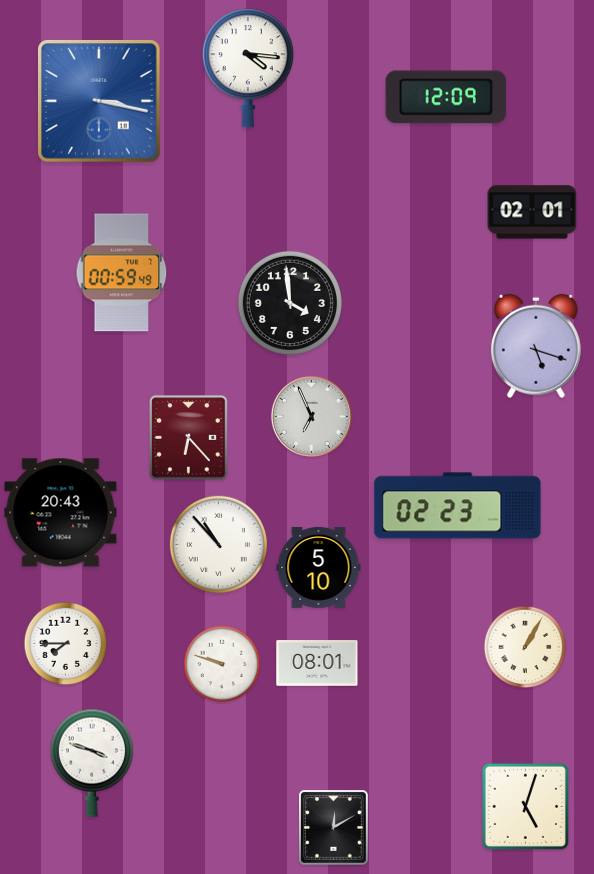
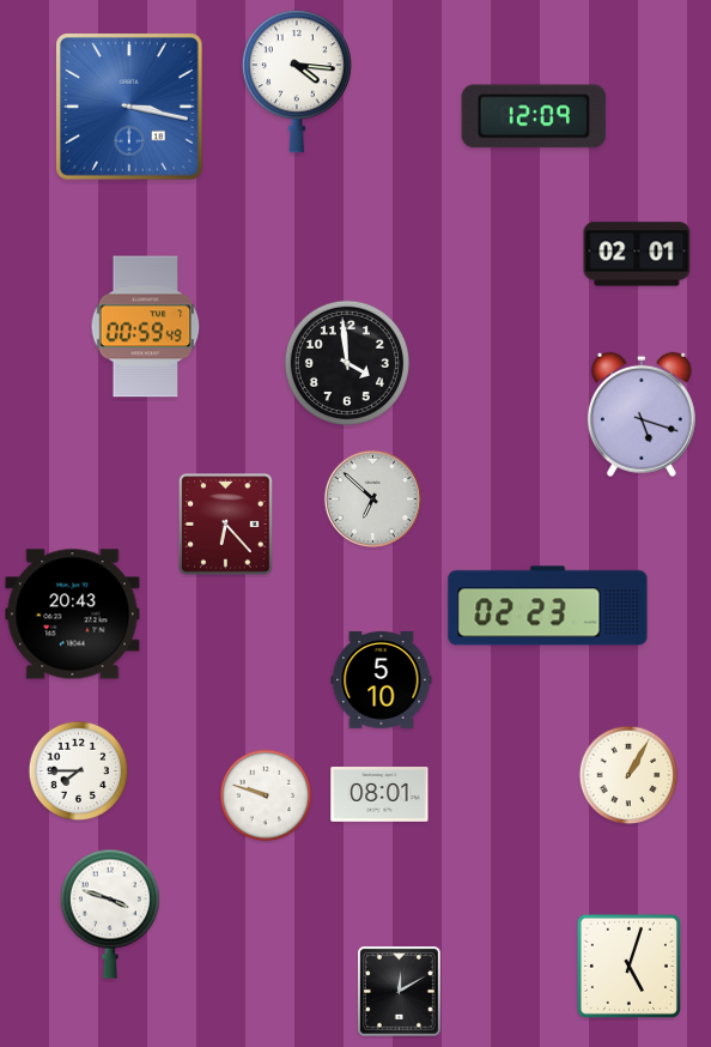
clock at (99, 101) position: (99, 101) -> (129, 107)
clock at (311, 416): 6:56 -> 6:52
clock at (218, 544): 10:53 -> none
